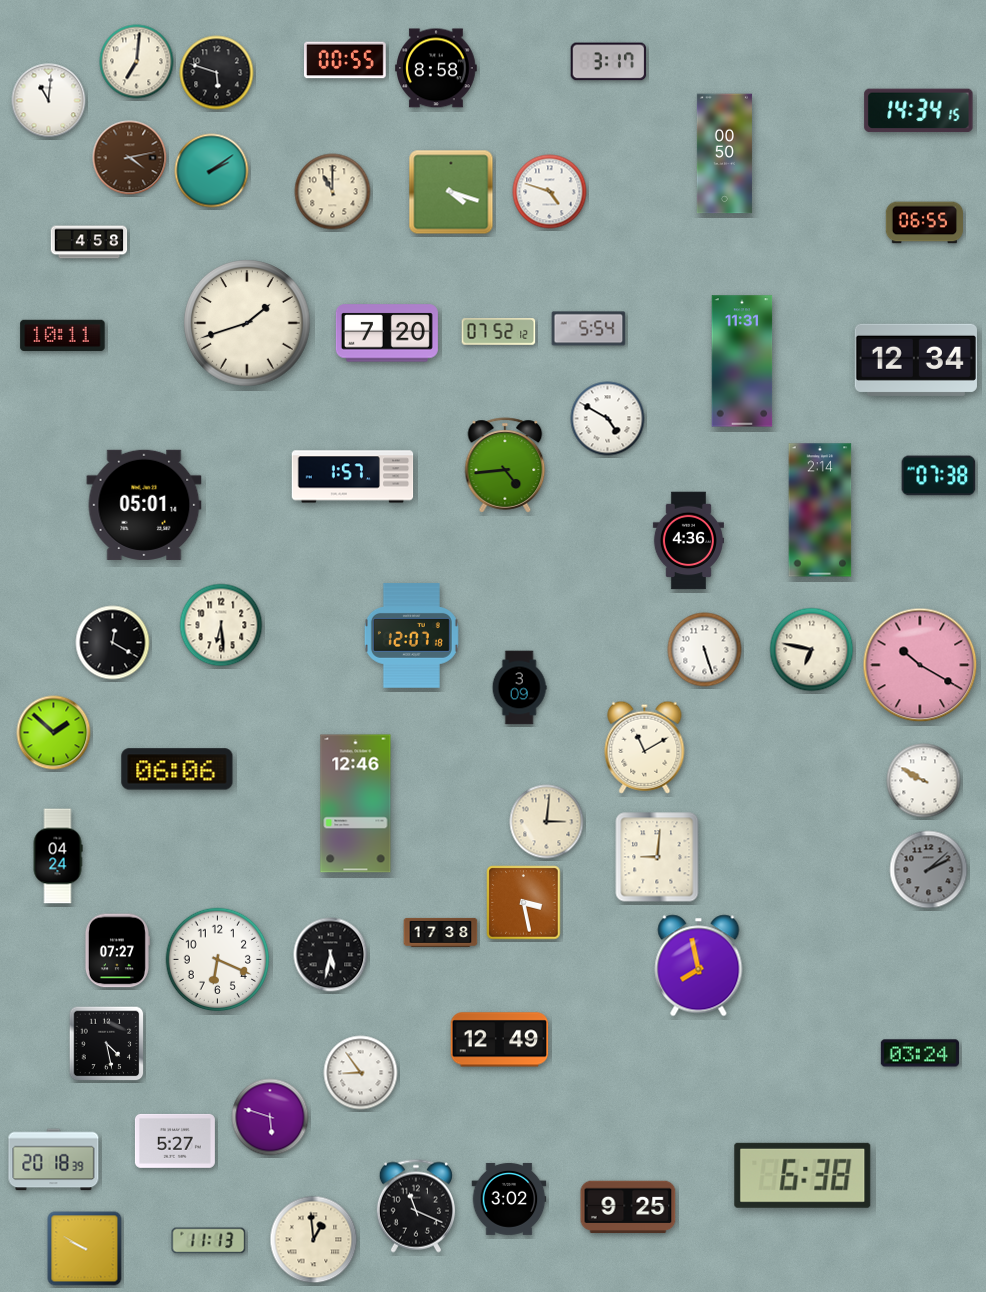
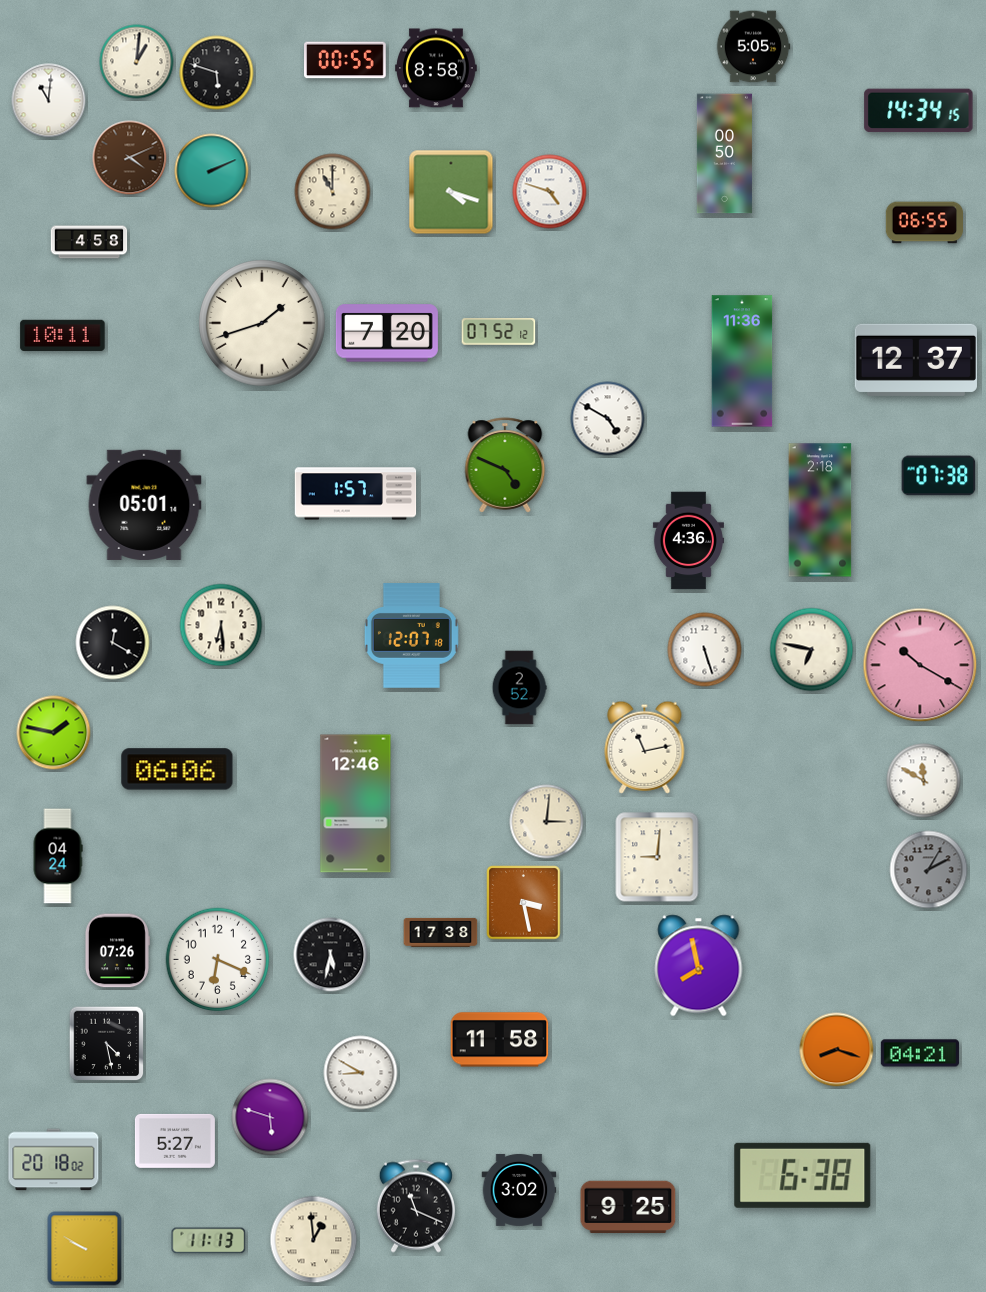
clock at (753, 47): none -> 5:05
clock at (137, 62): 7:01 -> 1:01
clock at (609, 62): 3:17 -> none
clock at (130, 158): 4:13 -> 4:11
clock at (212, 171): 2:09 -> 2:11
clock at (248, 324) position: (248, 324) -> (263, 324)
clock at (589, 329): 5:54 -> none
clock at (916, 360): 12:34 -> 12:37
clock at (742, 361): 11:31 -> 11:36
clock at (505, 465): 4:44 -> 4:49
clock at (353, 477) position: (353, 477) -> (356, 494)
clock at (820, 510): 2:14 -> 2:18
clock at (519, 688): 3:09 -> 2:52
clock at (54, 733): 1:52 -> 1:47
clock at (645, 747): 11:10 -> 11:13
clock at (924, 781): 9:50 -> 11:50
clock at (929, 870): 2:08 -> 2:05
clock at (117, 951): 07:27 -> 07:26
clock at (500, 1040): 12:49 -> 11:58
clock at (837, 1050): none -> 8:18
clock at (920, 1053): 03:24 -> 04:21
clock at (361, 1073): 8:54 -> 8:50
clock at (54, 1160): 20:18:39 -> 20:18:02
clock at (509, 1199) position: (509, 1199) -> (519, 1190)
